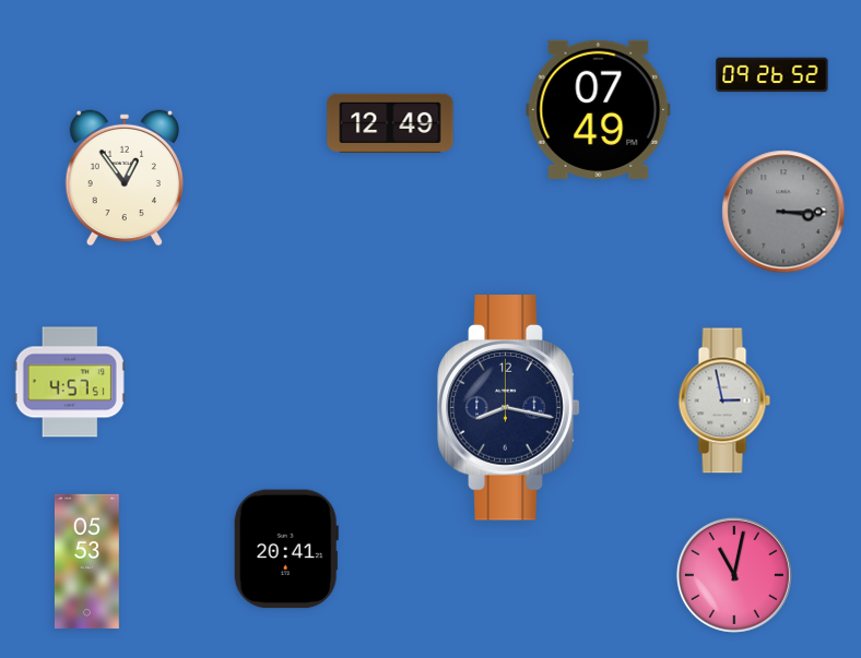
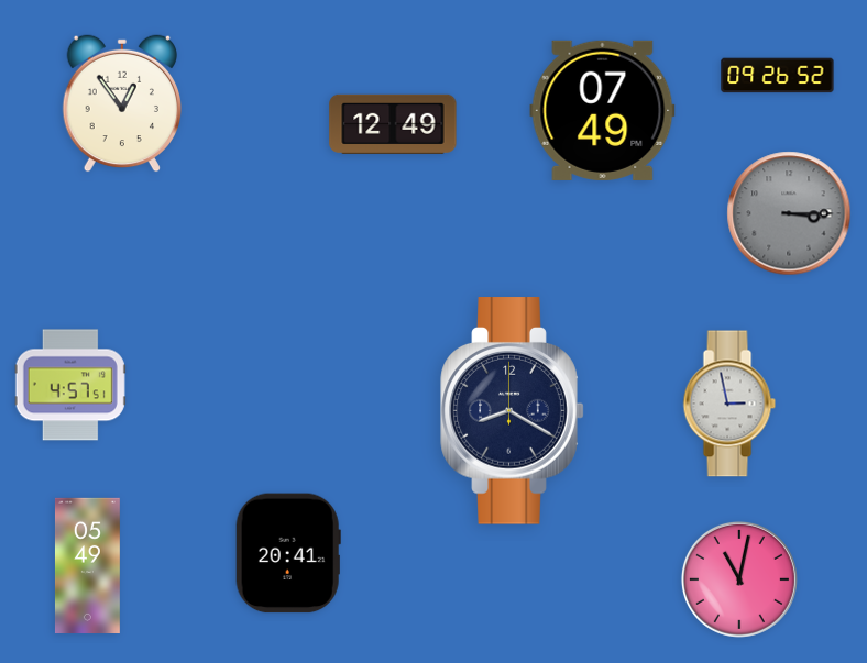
clock at (123, 178) position: (123, 178) -> (121, 103)
clock at (509, 408): 8:17 -> 8:20
clock at (86, 561): 05:53 -> 05:49
